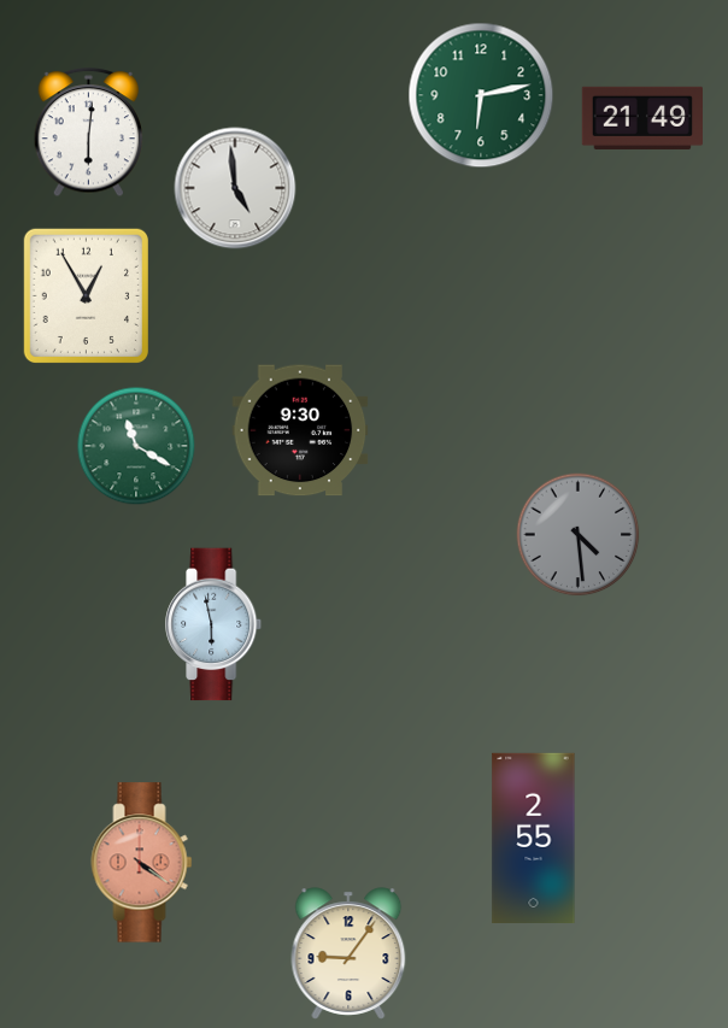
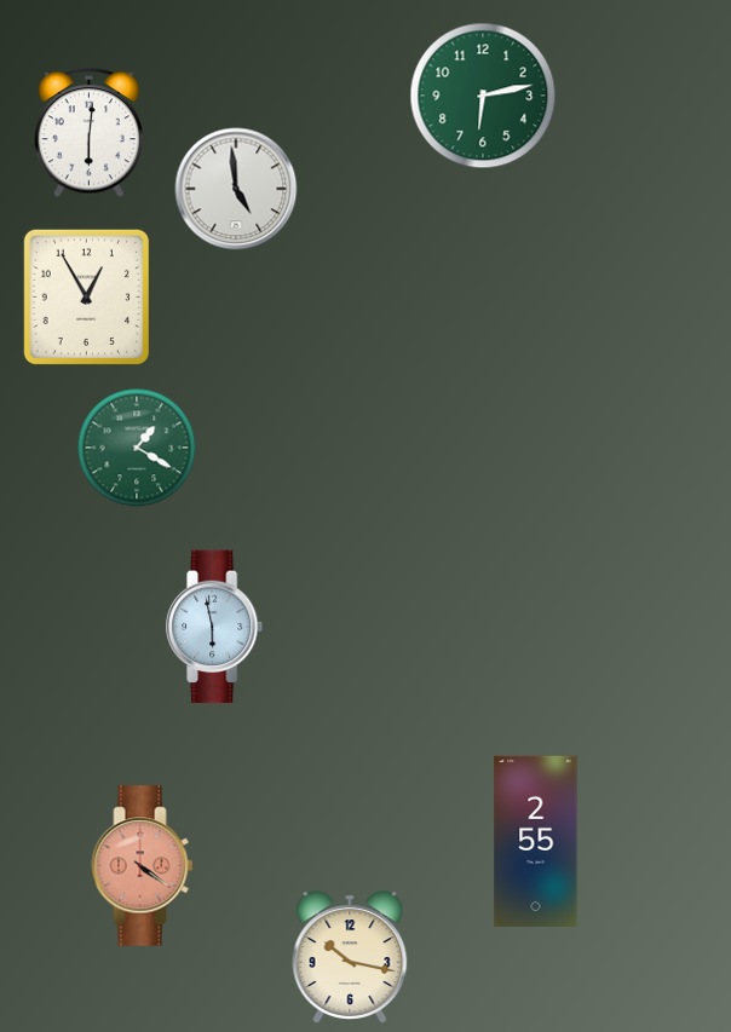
clock at (641, 118): 21:49 -> none
clock at (300, 430): 9:30 -> none
clock at (136, 446): 11:20 -> 1:20
clock at (579, 535): 4:29 -> none
clock at (348, 953): 9:06 -> 10:17
